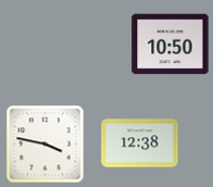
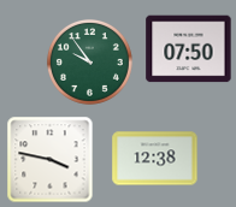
clock at (171, 45): 10:50 -> 07:50
clock at (90, 63): none -> 9:54
